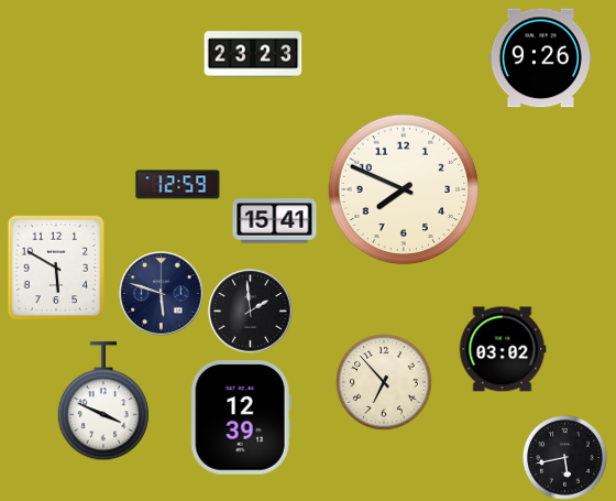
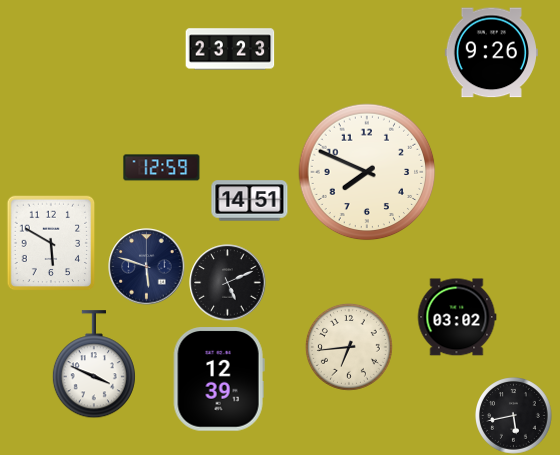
clock at (275, 221): 15:41 -> 14:51
clock at (251, 312): 1:59 -> 5:11
clock at (384, 382): 6:53 -> 6:44
